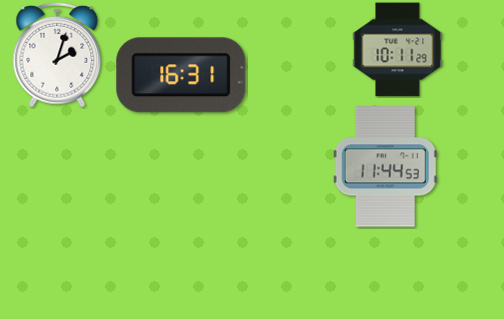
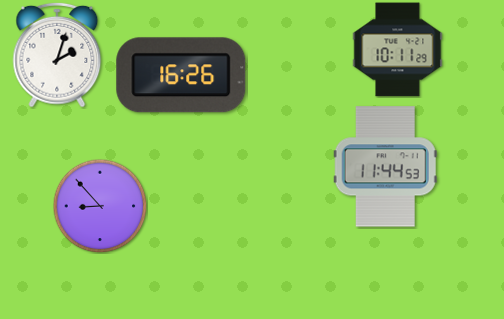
clock at (181, 75): 16:31 -> 16:26
clock at (100, 206): none -> 8:53
